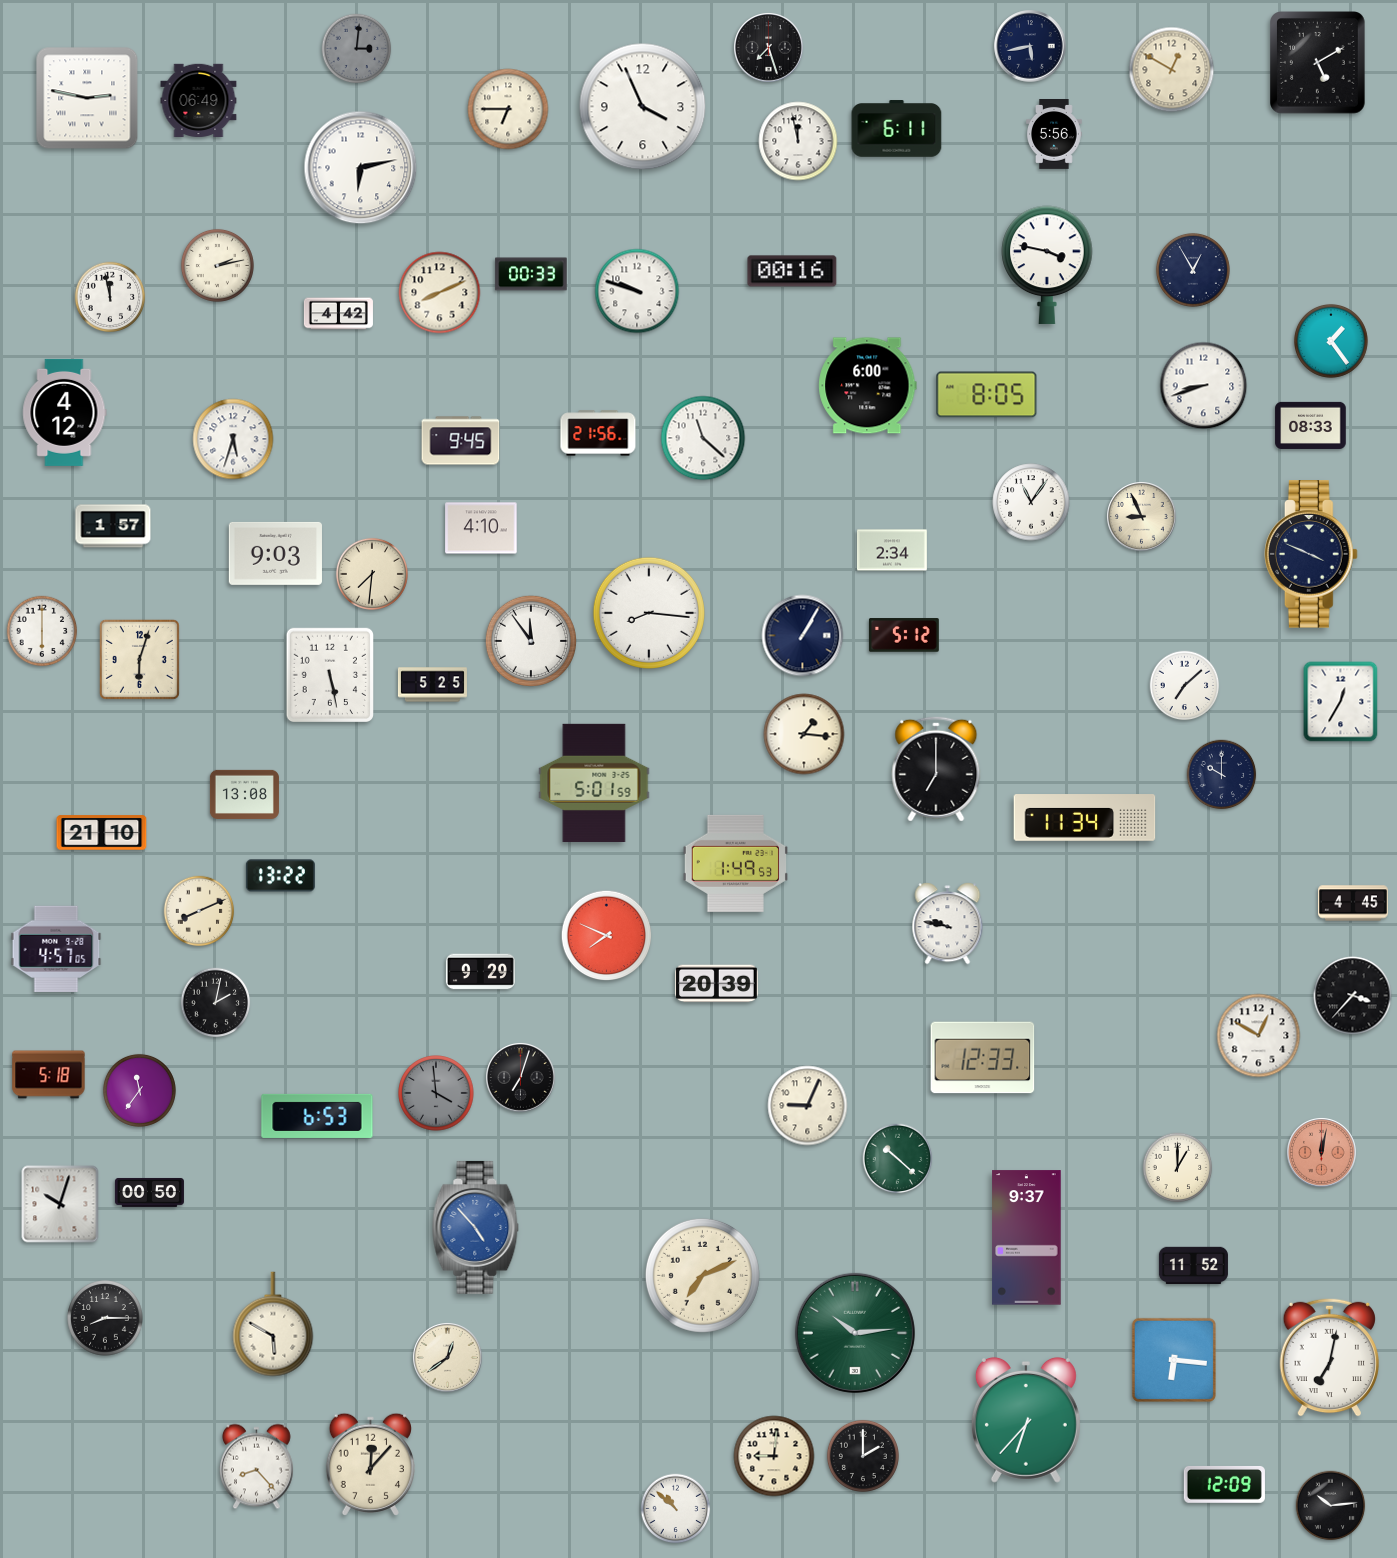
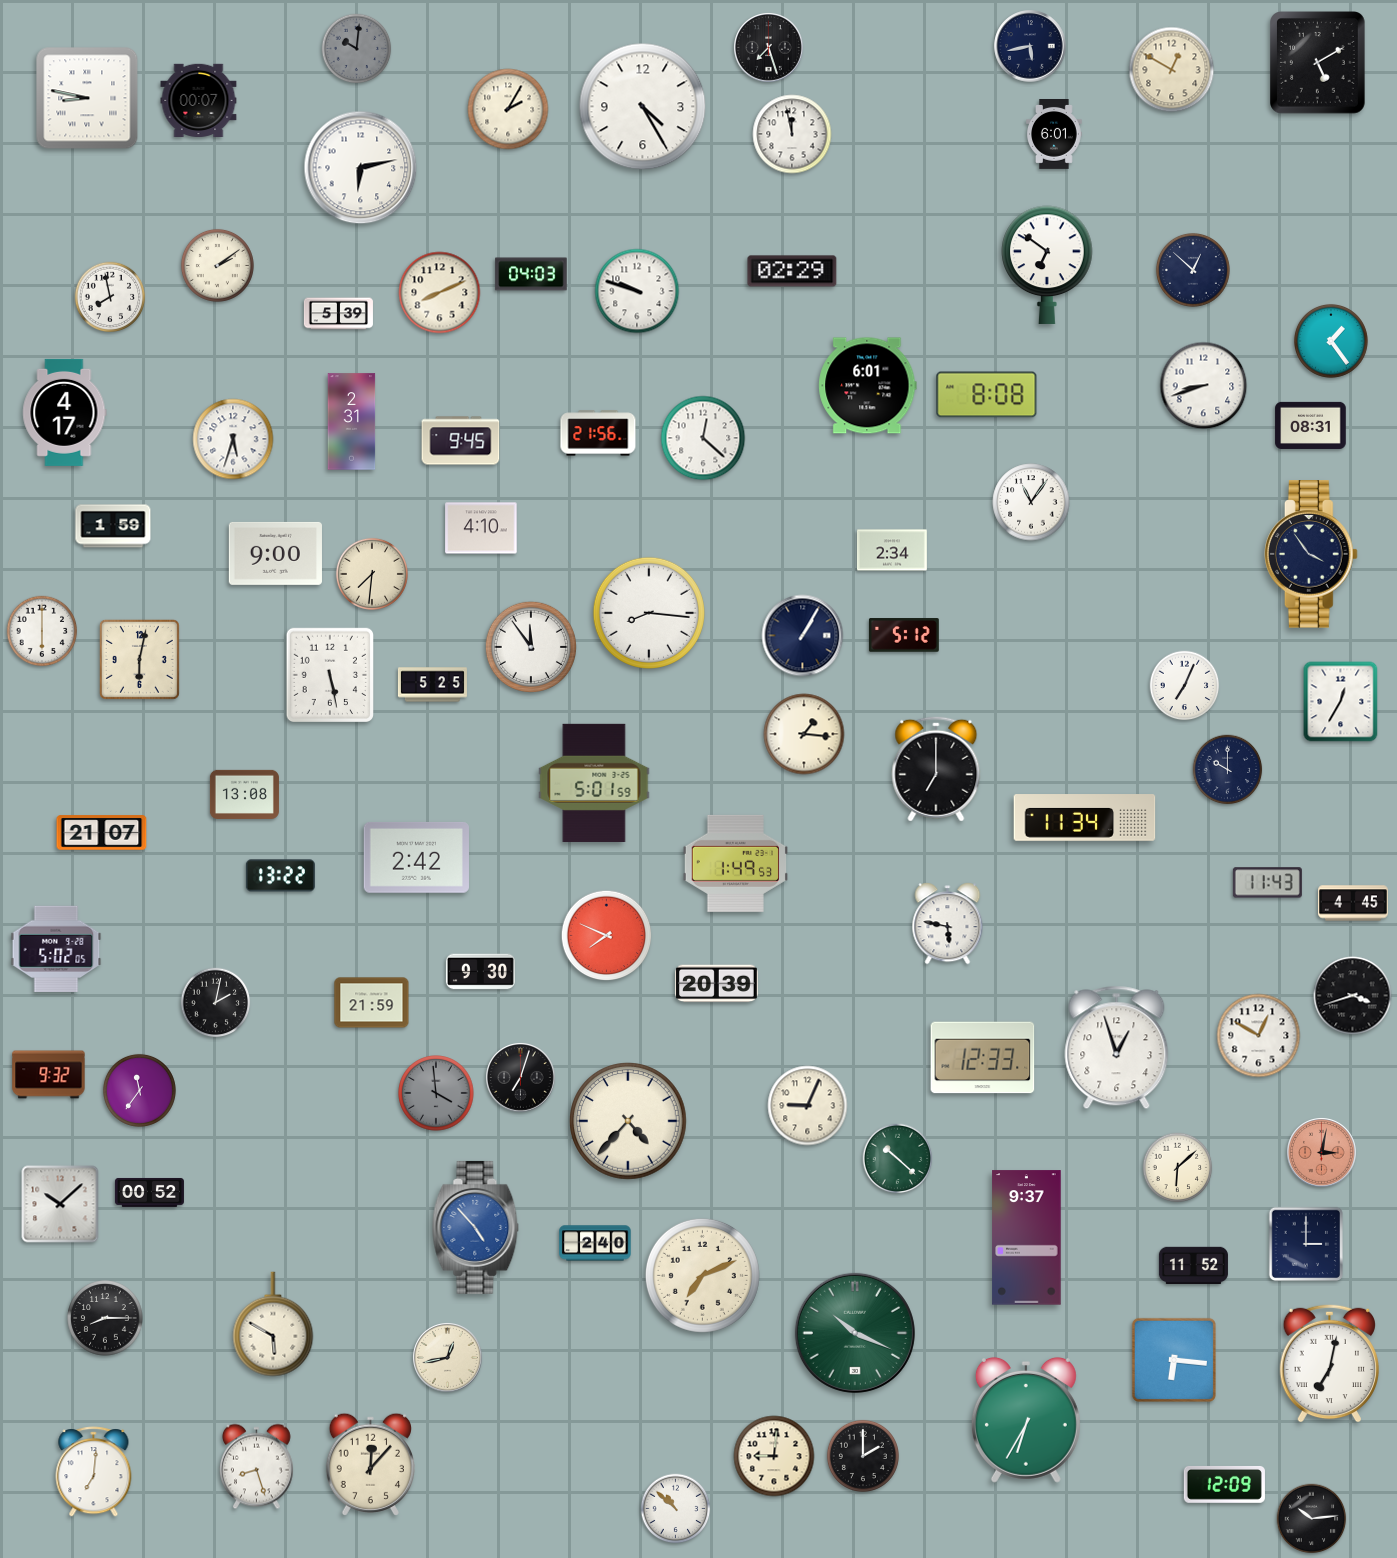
clock at (357, 49): 3:01 -> 10:01
clock at (87, 98): 2:47 -> 8:47
clock at (199, 101): 06:49 -> 00:07
clock at (643, 107): 3:56 -> 4:25
clock at (508, 109): 6:45 -> 2:05
clock at (897, 129): 6:11 -> none
clock at (1055, 135): 5:56 -> 6:01
clock at (798, 141) position: (798, 141) -> (792, 134)
clock at (217, 265): 2:13 -> 2:09
clock at (1047, 265): 3:47 -> 6:51
clock at (1193, 270): 12:55 -> 12:52
clock at (792, 271): 00:16 -> 02:29
clock at (531, 274): 00:33 -> 04:03
clock at (110, 297): 11:58 -> 7:58
clock at (338, 314): 4:42 -> 5:39
clock at (868, 386): 6:00 -> 6:01
clock at (987, 395): 8:05 -> 8:08
clock at (65, 412): 4:12 -> 4:17
clock at (352, 422): none -> 2:31
clock at (1311, 425): 08:33 -> 08:31
clock at (703, 438): 11:22 -> 12:22
clock at (1142, 517): 8:56 -> none
clock at (113, 526): 1:57 -> 1:59
clock at (275, 553): 9:03 -> 9:00
clock at (1312, 554): 3:49 -> 3:54
clock at (530, 640) position: (530, 640) -> (530, 646)
clock at (139, 659): 6:03 -> 6:02
clock at (1185, 686): 7:08 -> 7:04
clock at (1222, 775) position: (1222, 775) -> (1228, 770)
clock at (102, 833): 21:10 -> 21:07
clock at (416, 857): none -> 2:42
clock at (1267, 883): none -> 11:43
clock at (199, 911): 8:11 -> none
clock at (948, 924): 9:47 -> 5:47
clock at (56, 948): 4:57 -> 5:02
clock at (480, 972): 9:29 -> 9:30
clock at (1353, 996): 3:37 -> 3:42
clock at (372, 1003): none -> 21:59
clock at (1117, 1048): none -> 12:57
clock at (49, 1075): 5:18 -> 9:32
clock at (317, 1116): 6:53 -> none
clock at (628, 1121): none -> 4:37
clock at (1322, 1153): 12:02 -> 3:02
clock at (1178, 1168): 1:00 -> 6:08
clock at (149, 1192): 00:50 -> 00:52
clock at (60, 1204): 10:03 -> 10:08
clock at (595, 1243): none -> 2:40
clock at (1305, 1243): none -> 3:00
clock at (855, 1333): 10:14 -> 10:19
clock at (1329, 1357) position: (1329, 1357) -> (1329, 1363)
clock at (448, 1358): 12:39 -> 12:43
clock at (1026, 1420): 6:37 -> 6:35
clock at (257, 1467): 8:23 -> 8:27
clock at (94, 1472): none -> 7:01
clock at (1331, 1506) position: (1331, 1506) -> (1312, 1519)
